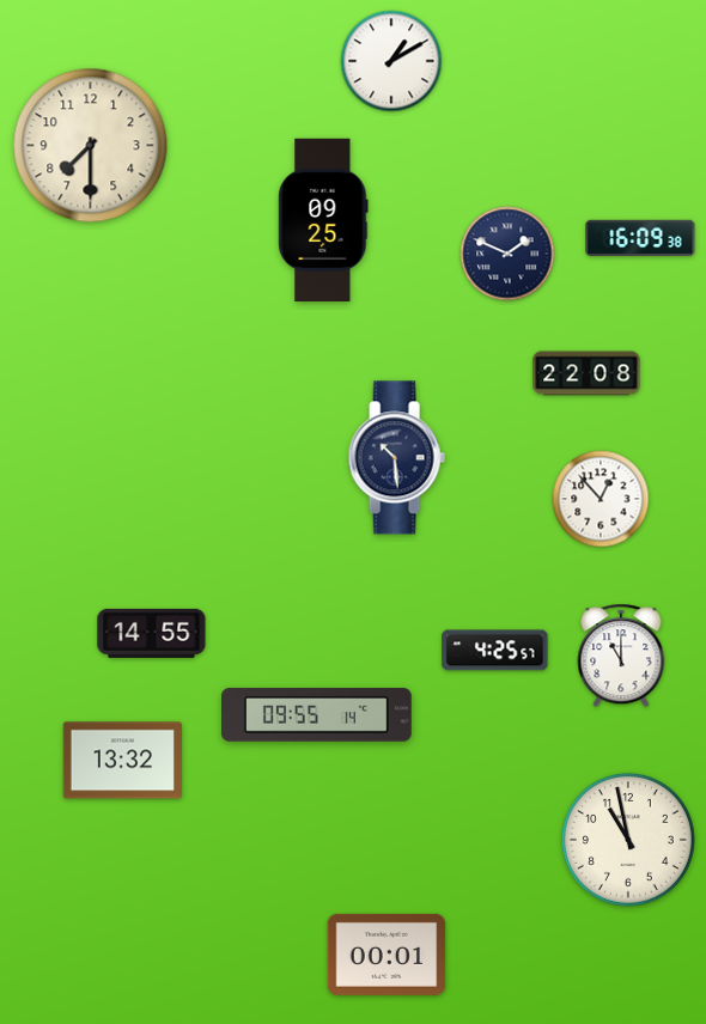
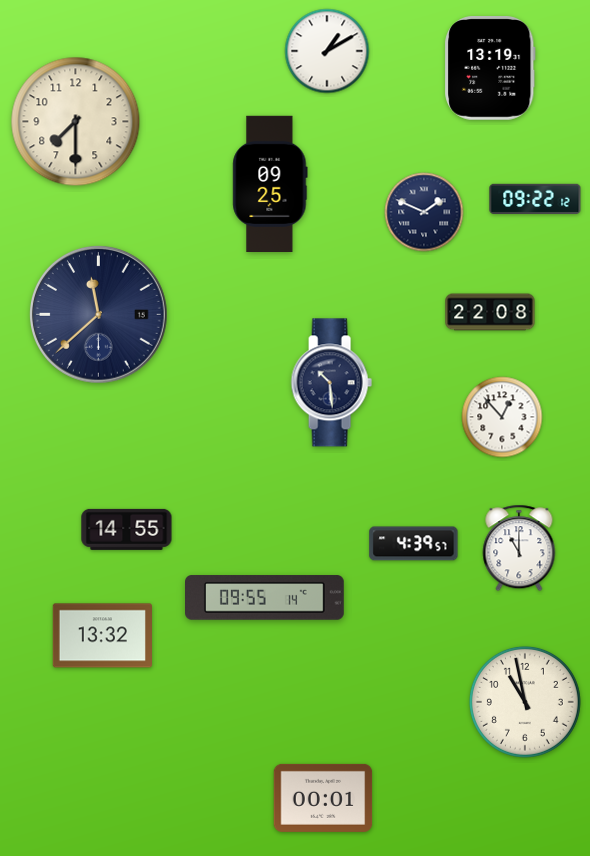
clock at (490, 69): none -> 13:19
clock at (640, 237): 16:09 -> 09:22
clock at (99, 315): none -> 11:38
clock at (495, 651): 4:25 -> 4:39
